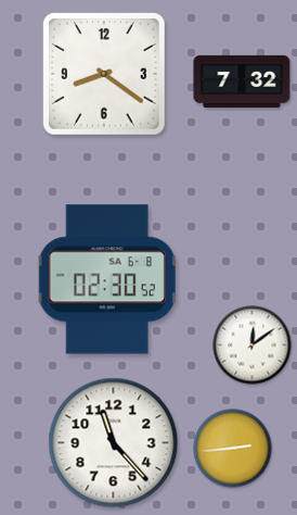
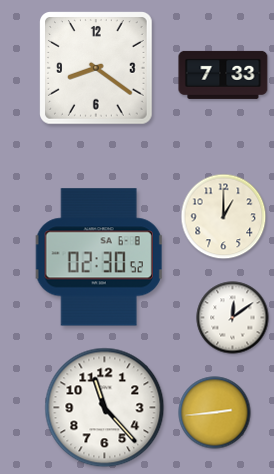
clock at (242, 81): 7:32 -> 7:33
clock at (224, 217): none -> 1:00
